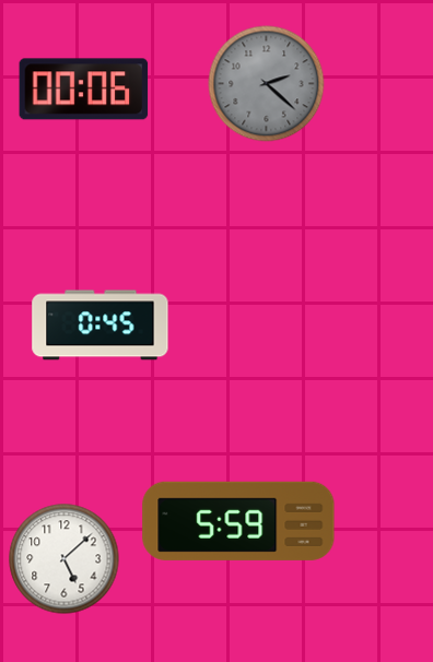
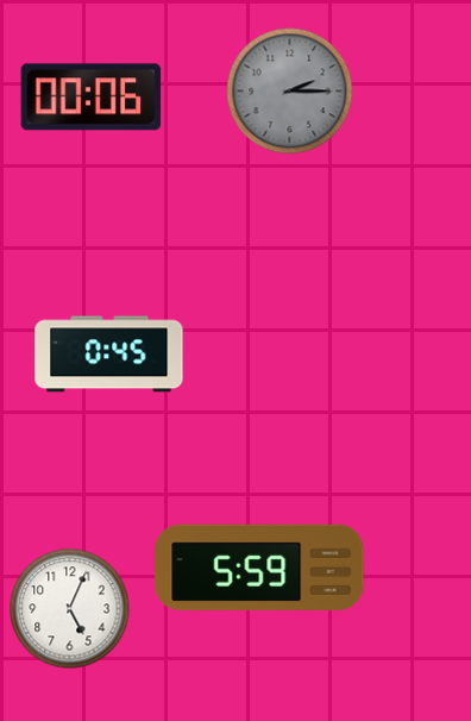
clock at (267, 84): 2:22 -> 2:15
clock at (65, 559): 5:08 -> 5:04
